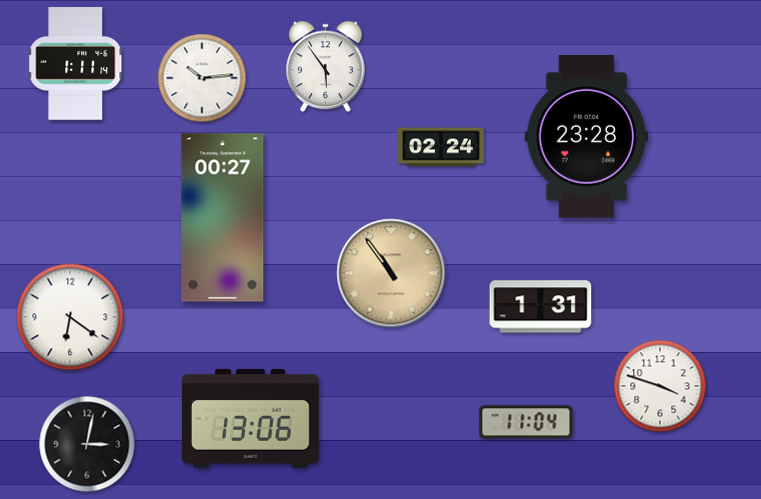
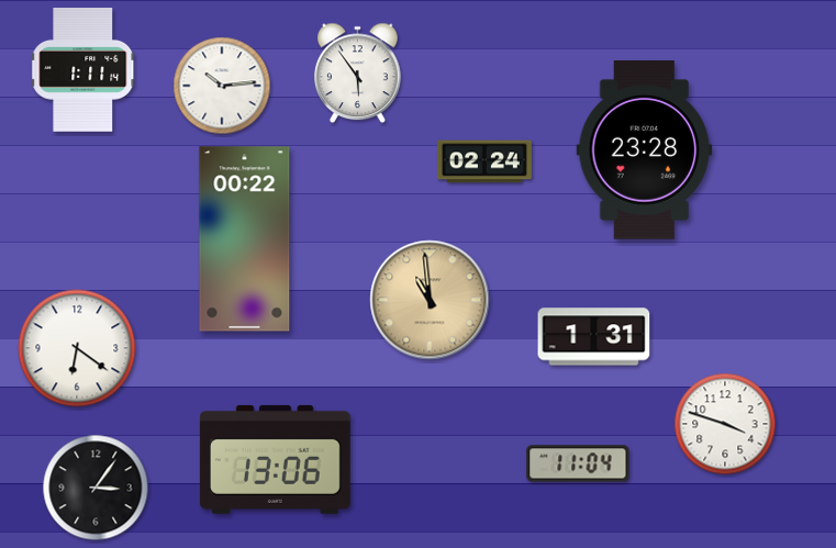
clock at (223, 218): 00:27 -> 00:22
clock at (391, 273): 10:54 -> 10:59
clock at (87, 444): 3:02 -> 3:06
